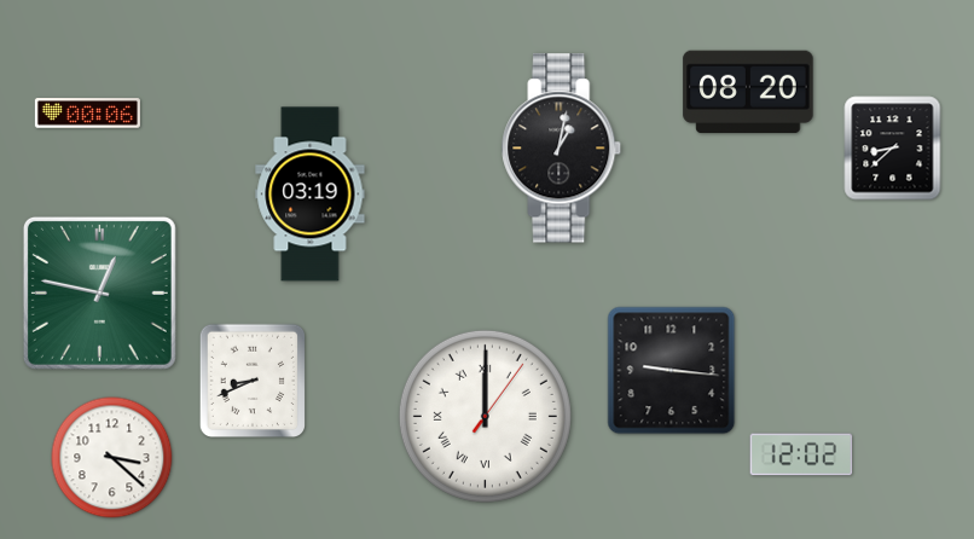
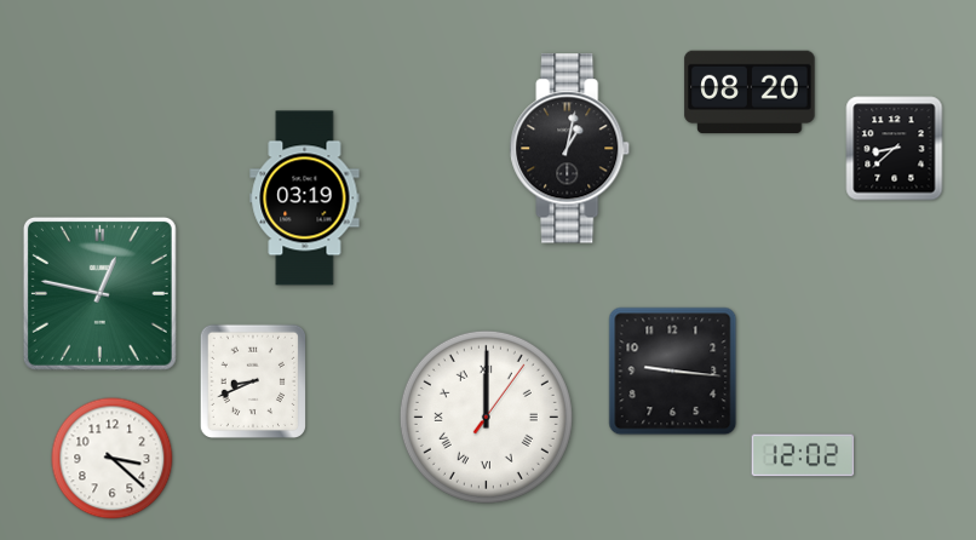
clock at (87, 114): 00:06 -> none
clock at (562, 149) position: (562, 149) -> (570, 149)
clock at (311, 195) position: (311, 195) -> (305, 199)
